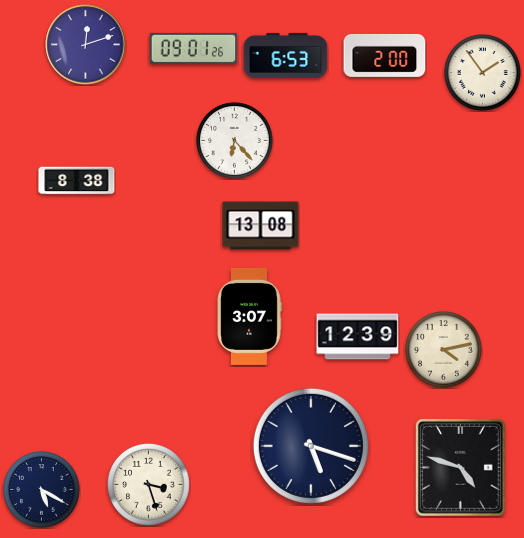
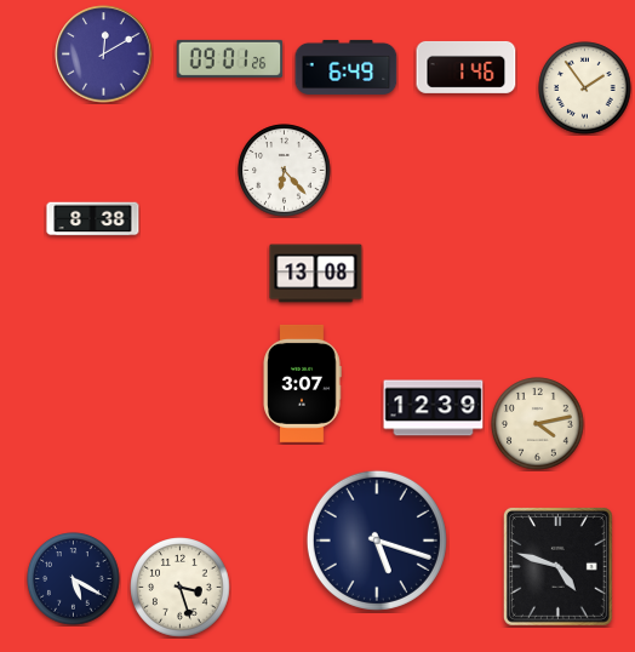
clock at (86, 45): 12:12 -> 12:10
clock at (194, 48) position: (194, 48) -> (230, 58)
clock at (286, 55): 6:53 -> 6:49
clock at (385, 55): 2:00 -> 1:46
clock at (42, 490) position: (42, 490) -> (74, 579)
